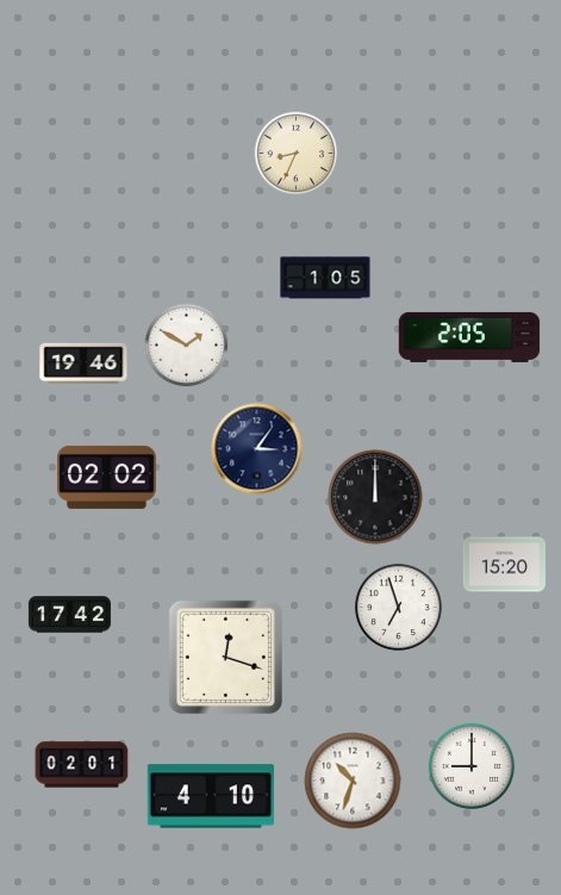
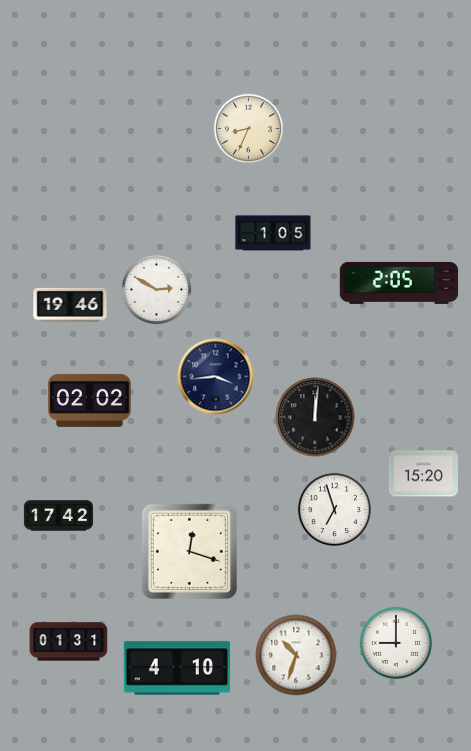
clock at (469, 337) position: (469, 337) -> (399, 283)
clock at (187, 346): 1:50 -> 2:50
clock at (257, 449): 3:06 -> 3:44
clock at (375, 497): 12:00 -> 12:01
clock at (82, 765): 02:01 -> 01:31
